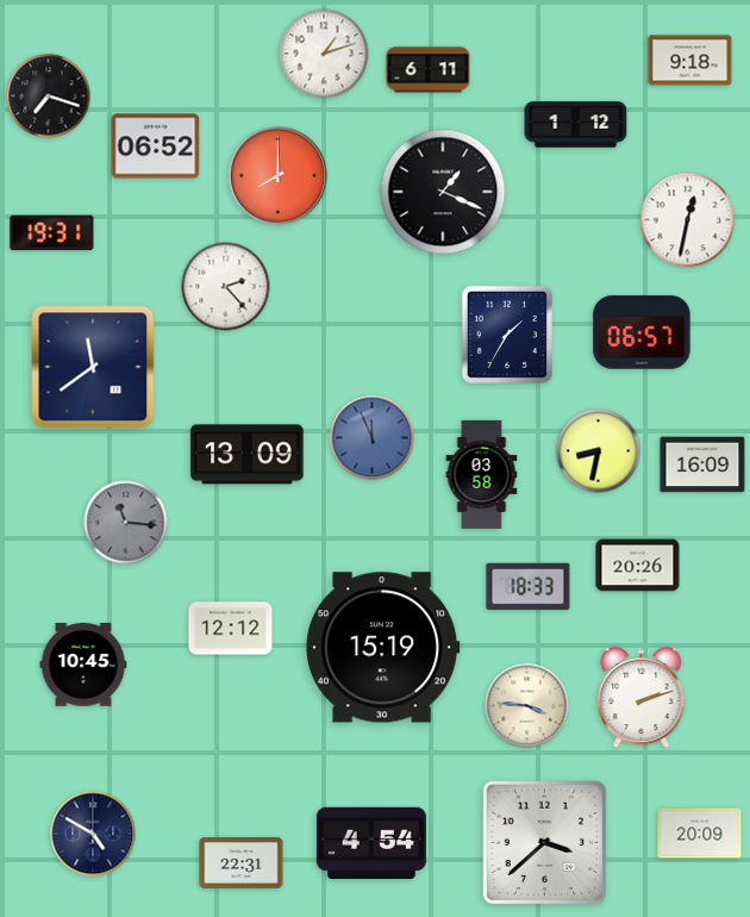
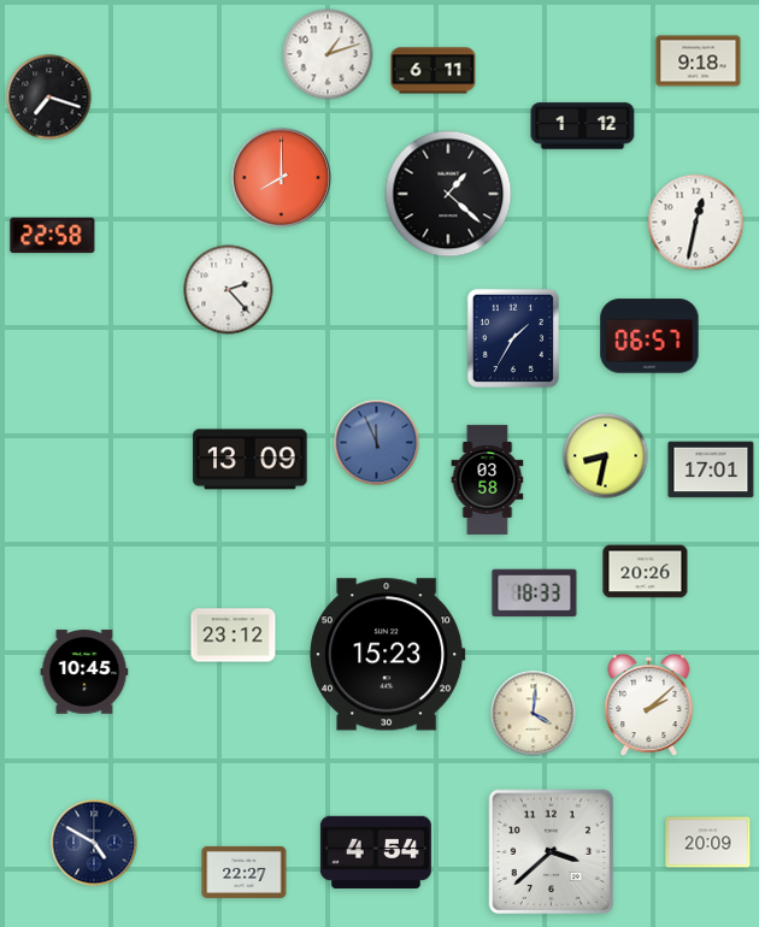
clock at (156, 146): 06:52 -> none
clock at (443, 192): 1:19 -> 1:22
clock at (52, 233): 19:31 -> 22:58
clock at (93, 367): 11:39 -> none
clock at (702, 464): 16:09 -> 17:01
clock at (126, 523): 11:16 -> none
clock at (231, 629): 12:12 -> 23:12
clock at (383, 648): 15:19 -> 15:23
clock at (642, 698): 2:12 -> 2:08
clock at (527, 706): 3:46 -> 4:01
clock at (242, 862): 22:31 -> 22:27
